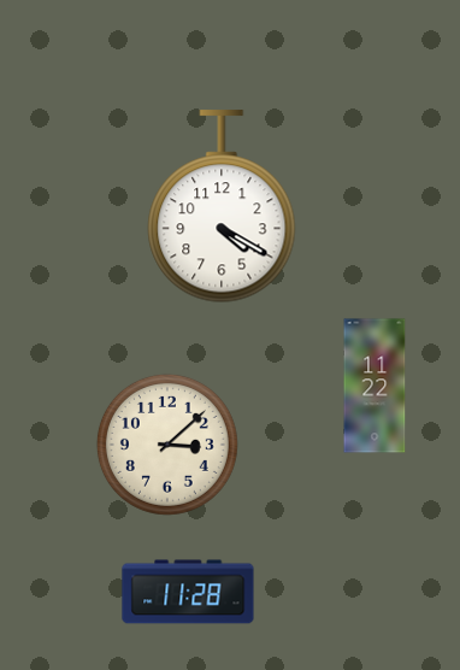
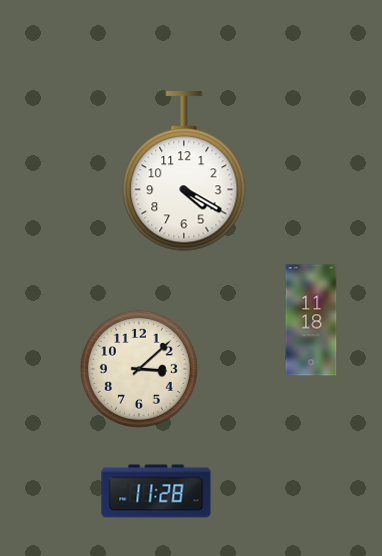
clock at (375, 386): 11:22 -> 11:18
